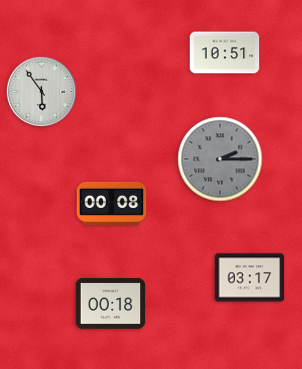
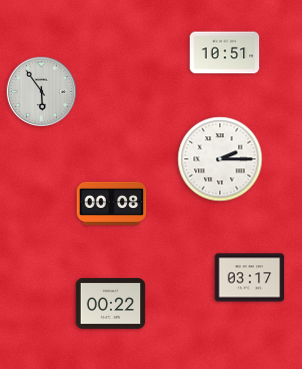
clock at (220, 159) dial: grey -> white
clock at (111, 304): 00:18 -> 00:22
